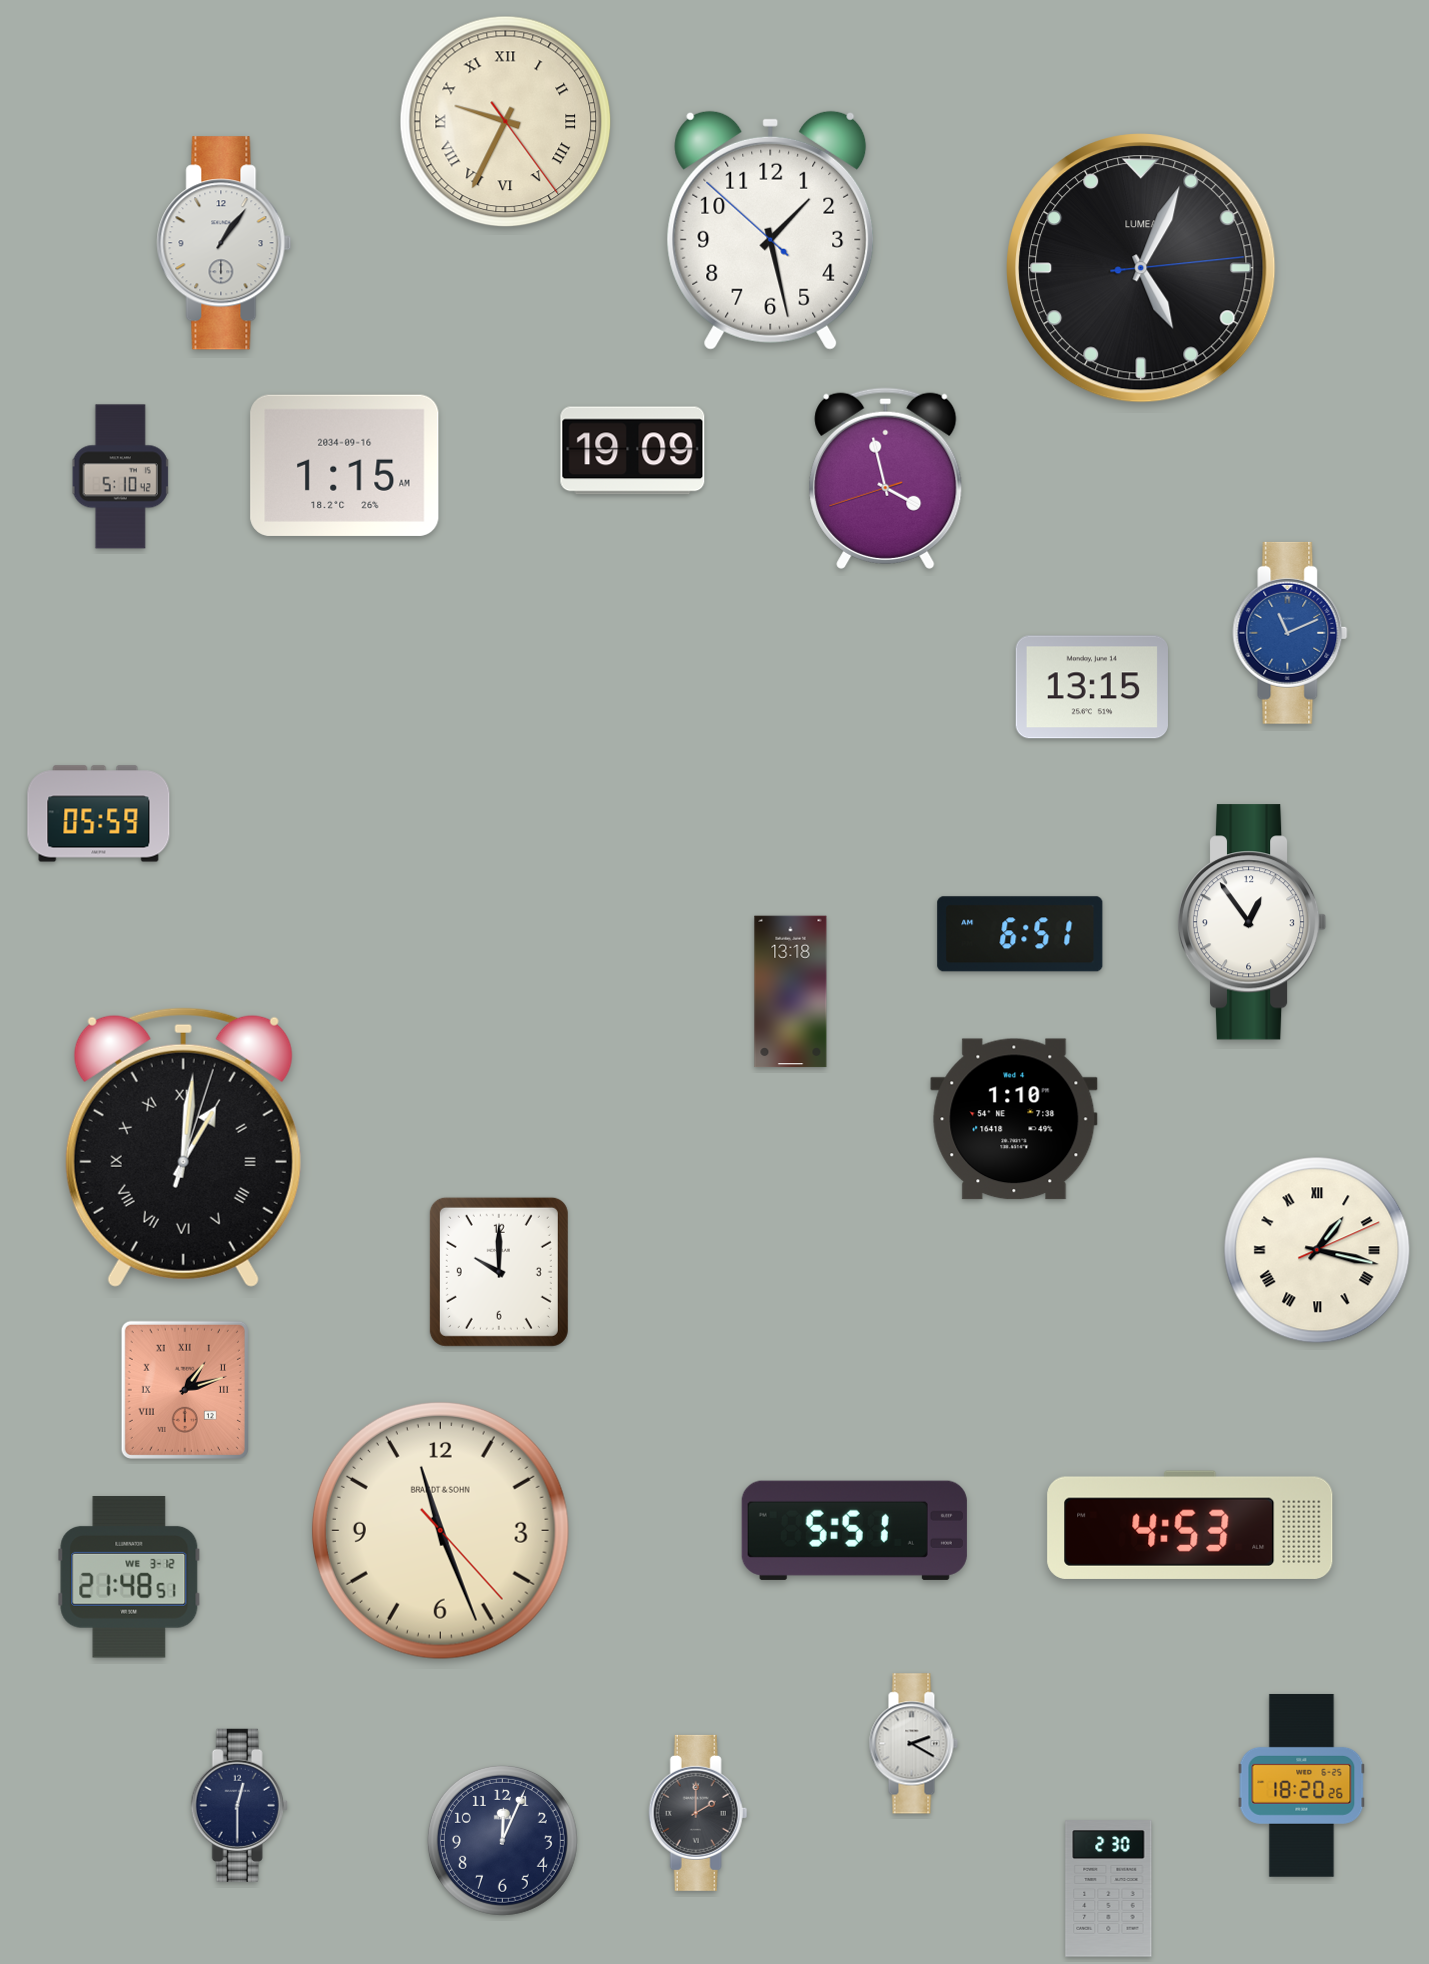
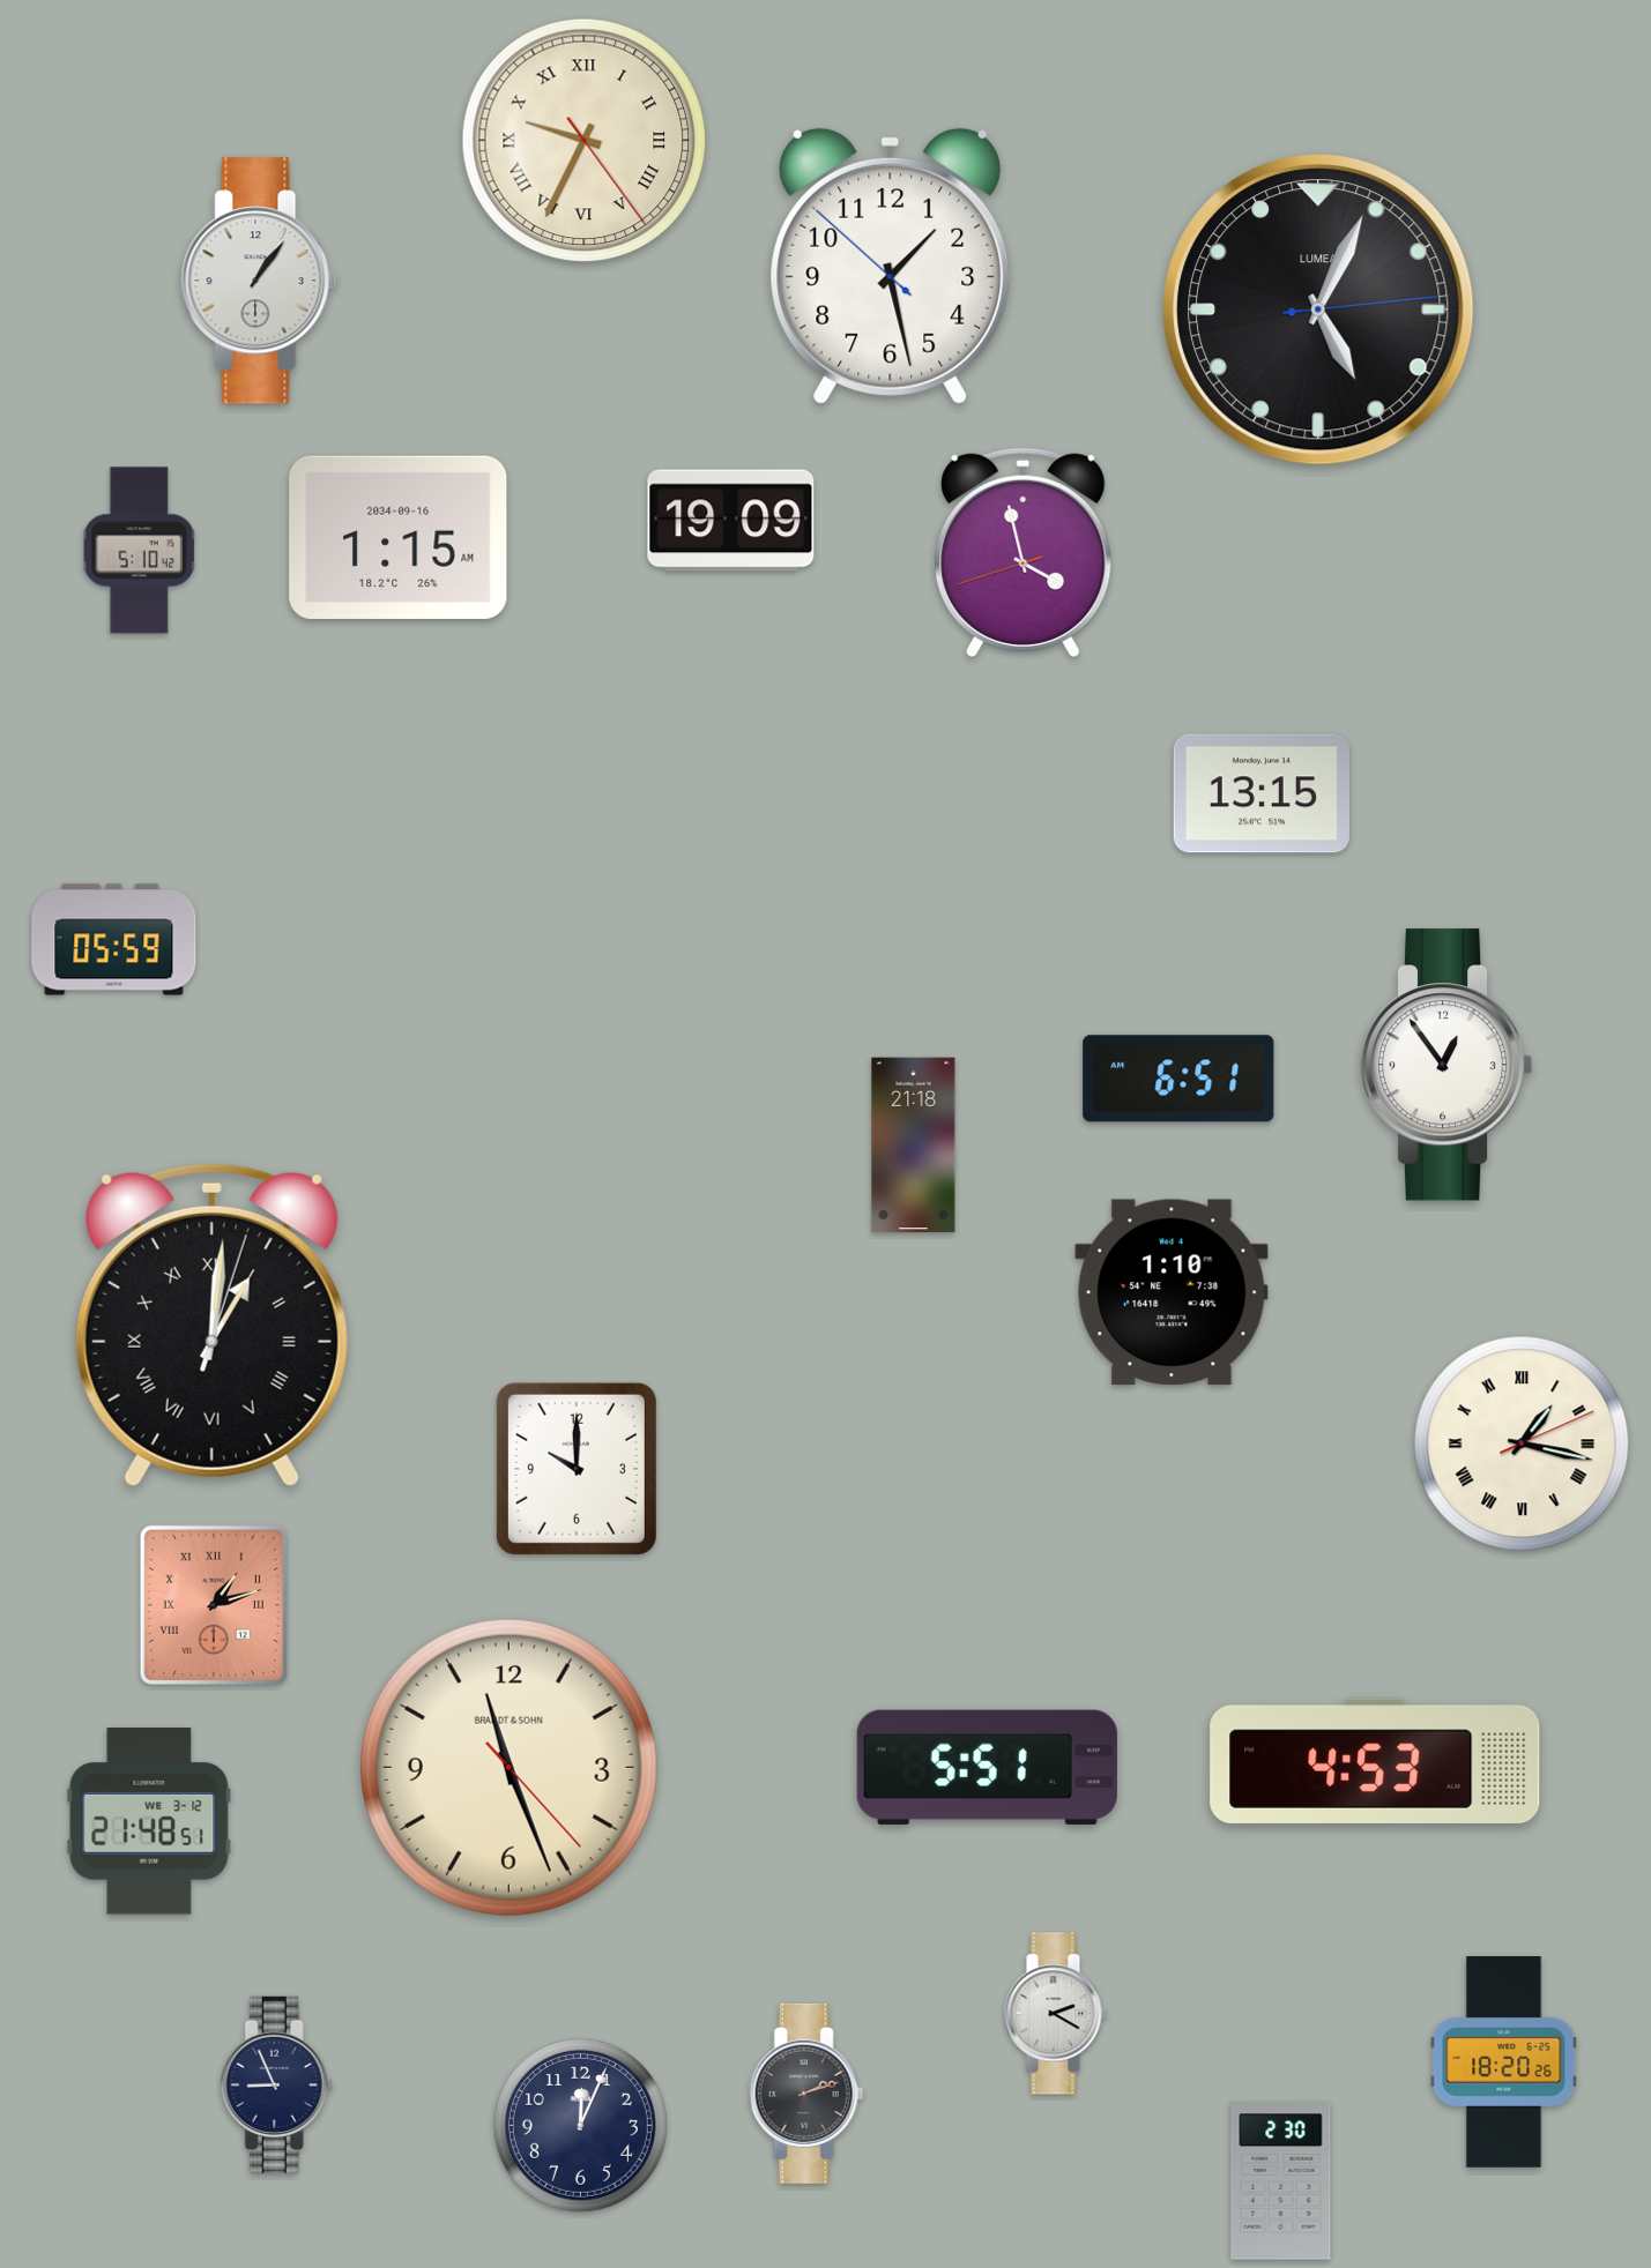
clock at (1290, 633): 11:11 -> none
clock at (791, 992): 13:18 -> 21:18
clock at (239, 1805): 12:30 -> 8:56
clock at (698, 1813): 2:00 -> 2:12
